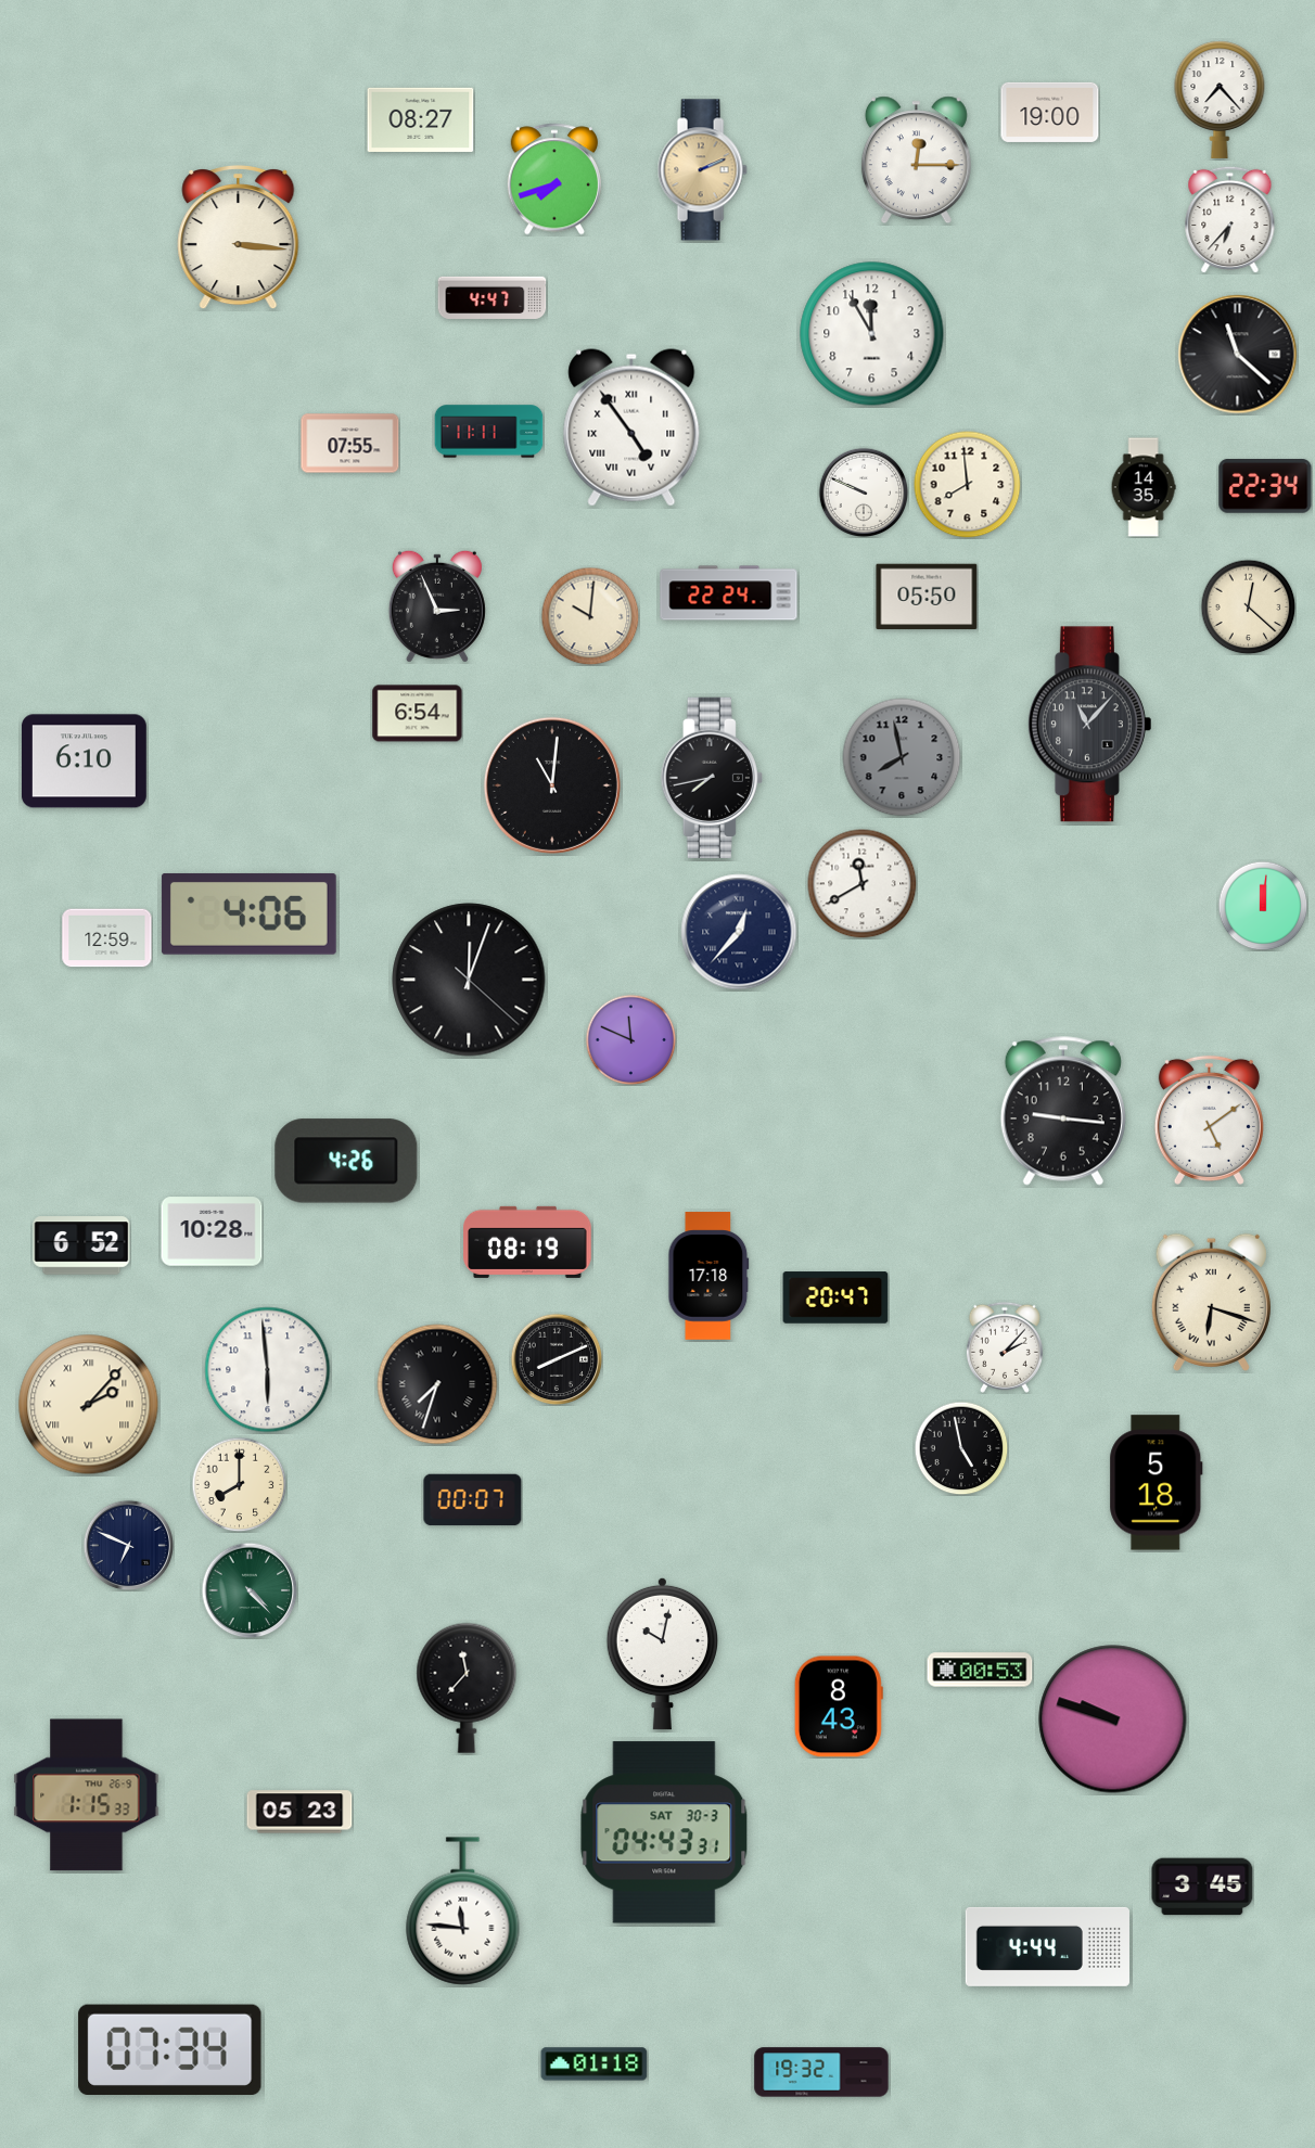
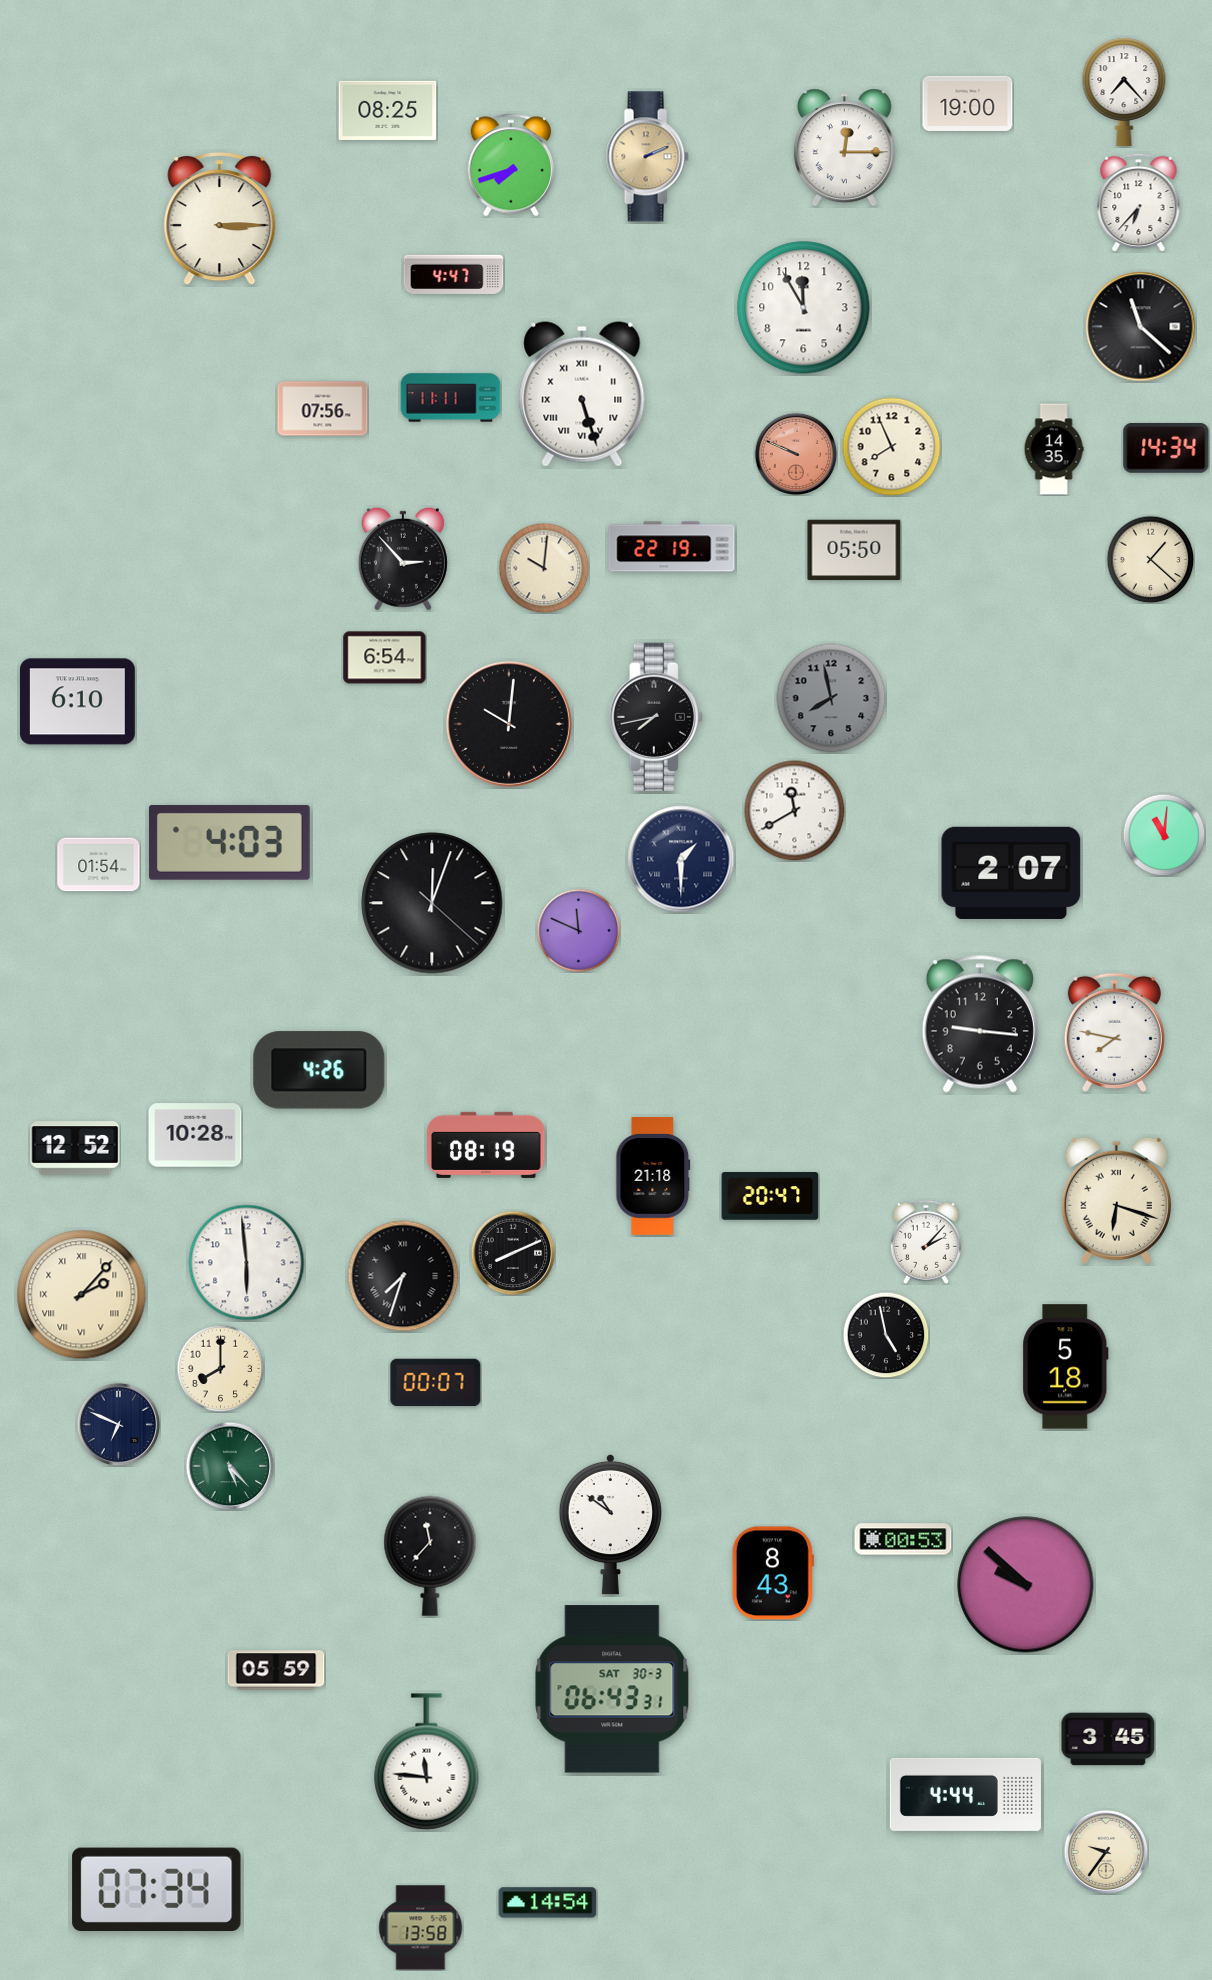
clock at (421, 119): 08:27 -> 08:25
clock at (1230, 219) position: (1230, 219) -> (1139, 202)
clock at (239, 239): 3:16 -> 3:15
clock at (631, 427): 4:54 -> 5:27
clock at (350, 444): 07:55 -> 07:56
clock at (968, 485): 7:59 -> 7:56
clock at (1265, 487): 22:34 -> 14:34
clock at (864, 493) dial: white -> salmon
clock at (729, 593): 22:24 -> 22:19
clock at (437, 606): 2:56 -> 2:53
clock at (1248, 606): 12:22 -> 1:22
clock at (1089, 725): 11:07 -> none
clock at (552, 785): 11:01 -> 10:01
clock at (863, 884) position: (863, 884) -> (795, 811)
clock at (1263, 906): 12:01 -> 11:01
clock at (248, 913): 4:06 -> 4:03
clock at (739, 932): 12:37 -> 1:30
clock at (107, 938): 12:59 -> 01:54
clock at (1011, 873): none -> 2:07
clock at (630, 1039) position: (630, 1039) -> (578, 930)
clock at (1209, 1120): 5:09 -> 7:47
clock at (81, 1245): 6:52 -> 12:52
clock at (708, 1276): 17:18 -> 21:18
clock at (250, 1590): 4:23 -> 5:23
clock at (662, 1653): 10:02 -> 10:51
clock at (1113, 1719): 9:48 -> 9:52
clock at (87, 1795): 1:15 -> none
clock at (299, 1812): 05:23 -> 05:59
clock at (664, 1832): 04:43 -> 06:43
clock at (1106, 1852): none -> 9:36
clock at (595, 2064): 01:18 -> 14:54
clock at (821, 2072): 19:32 -> none
clock at (421, 1928): none -> 13:58
